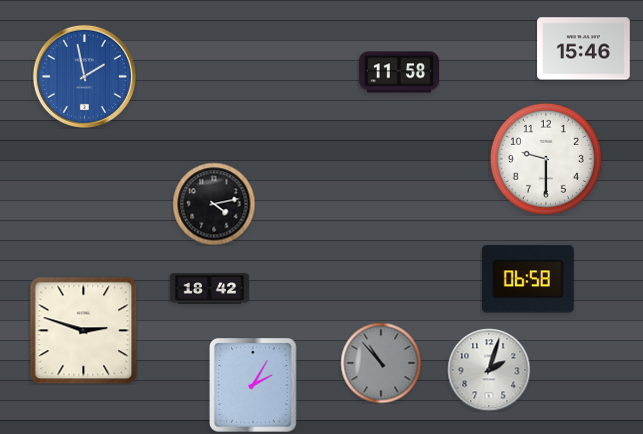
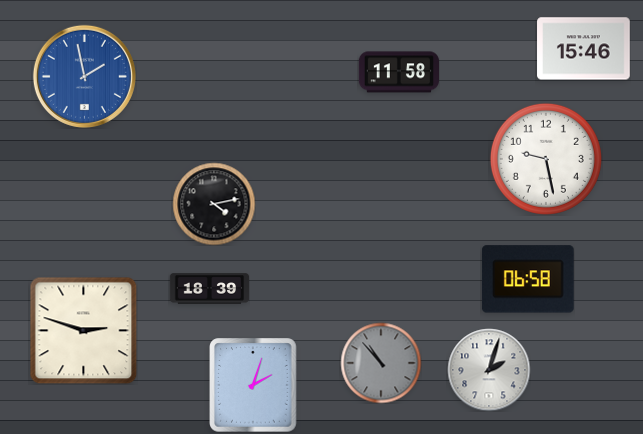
clock at (546, 159): 9:30 -> 9:28
clock at (209, 289): 18:42 -> 18:39
clock at (253, 385): 2:05 -> 2:03
